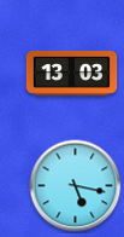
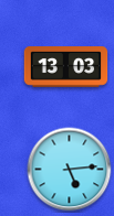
clock at (76, 186): 5:17 -> 5:14
